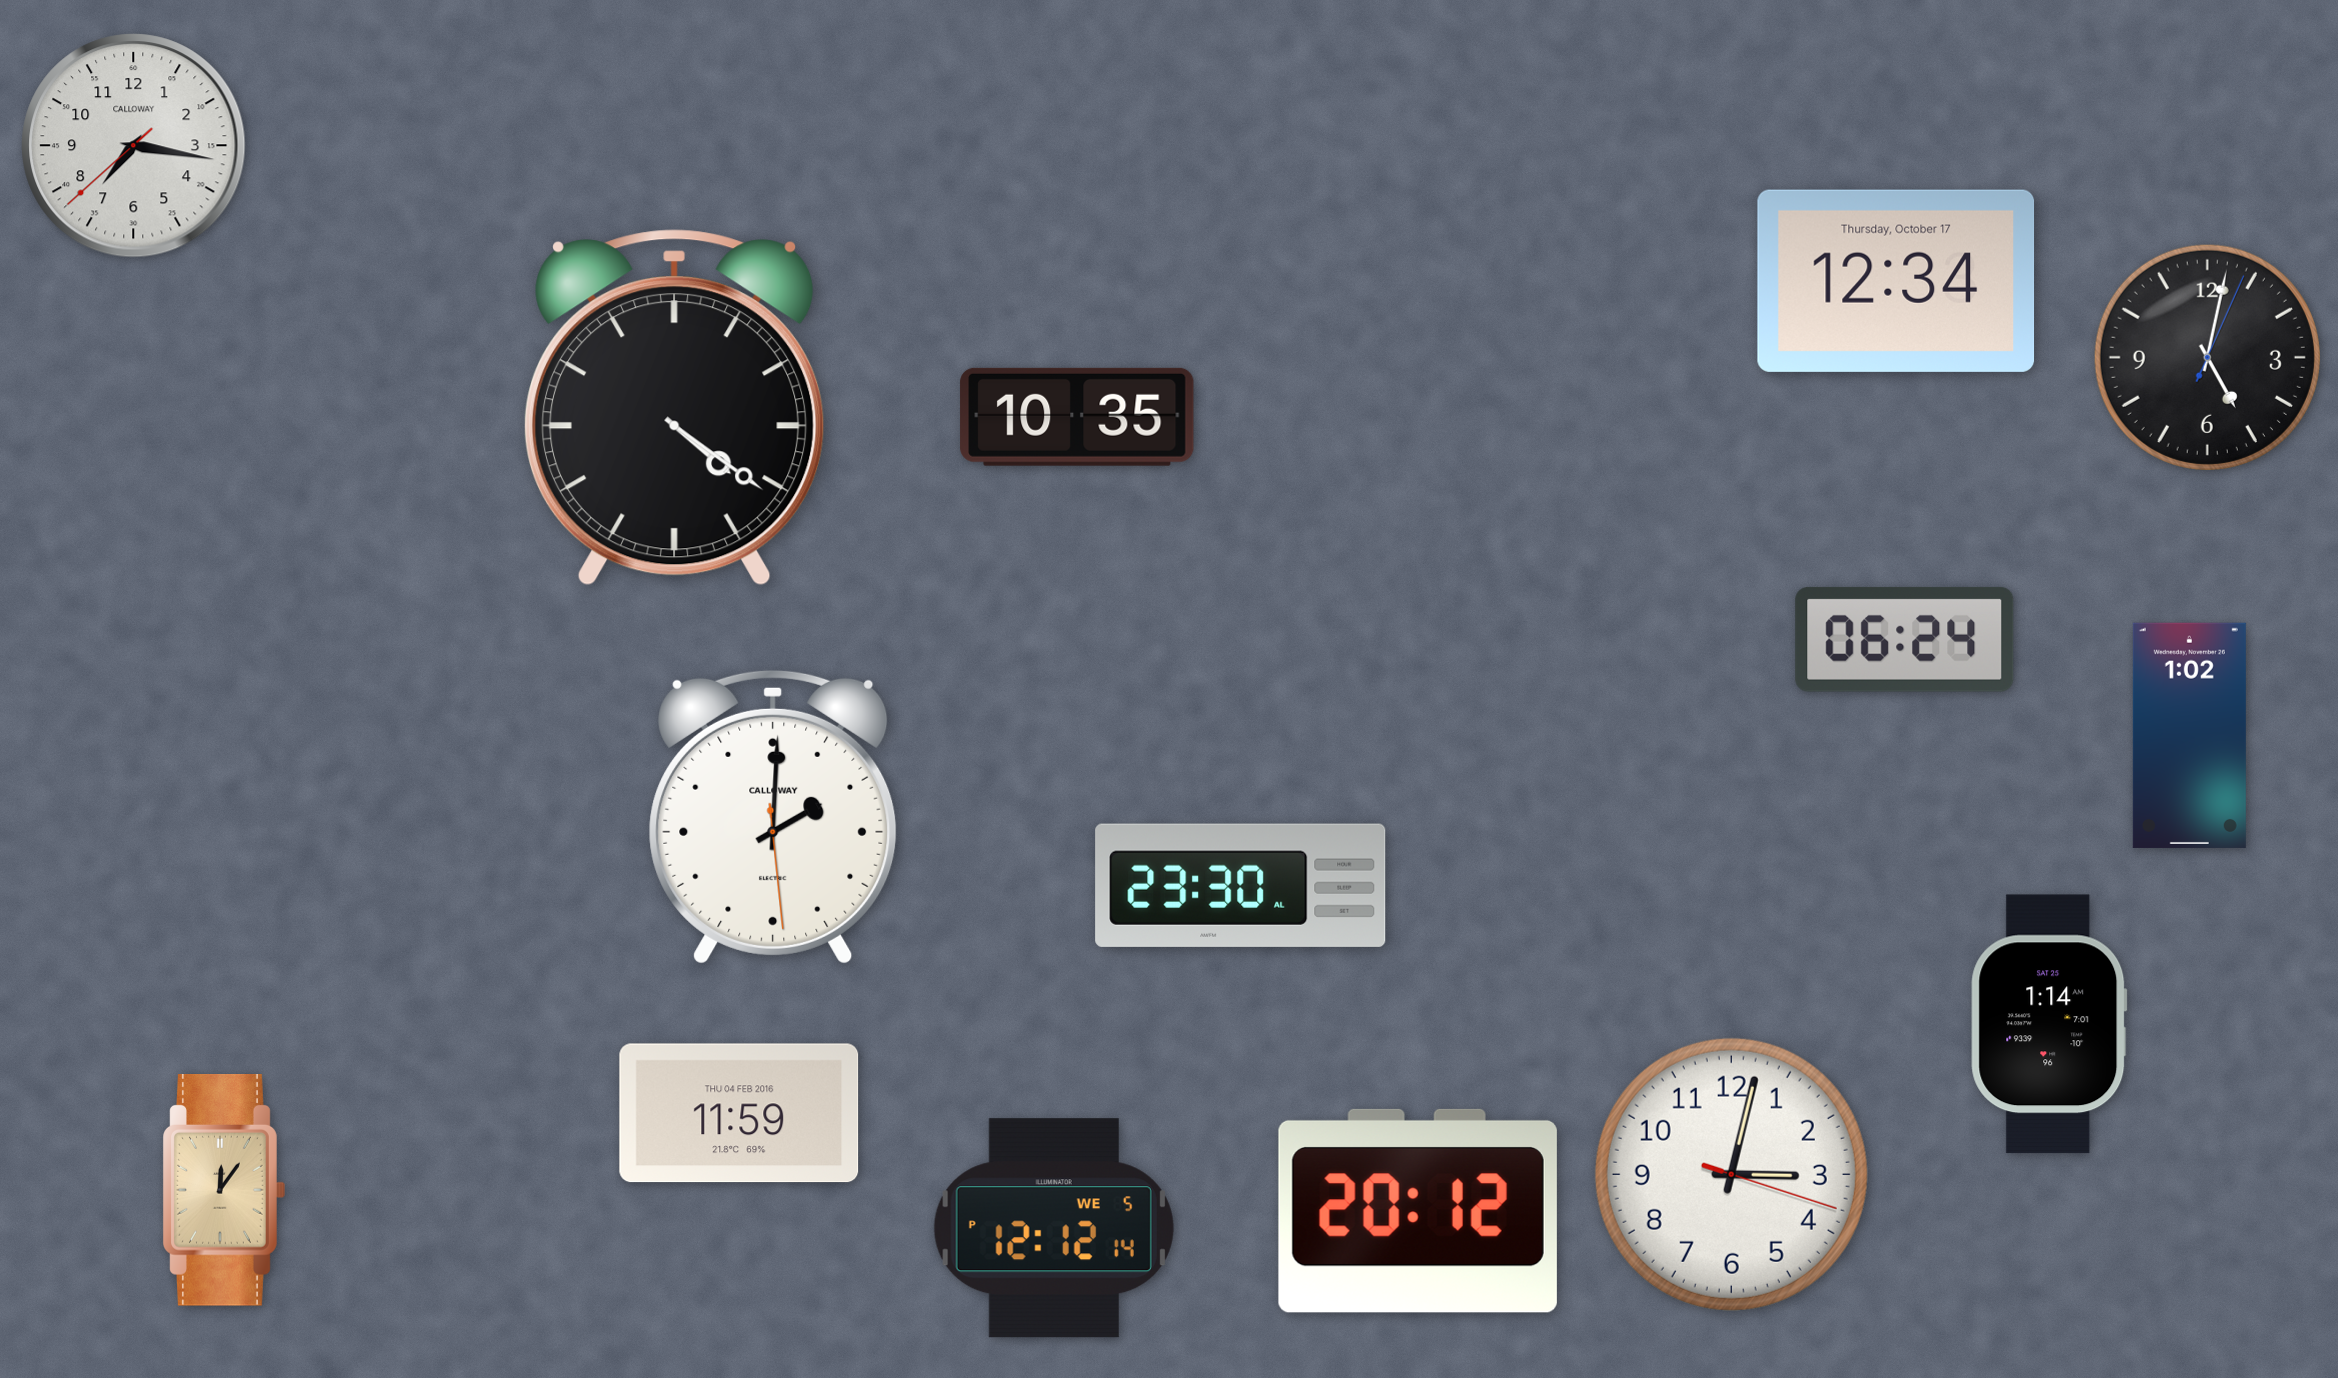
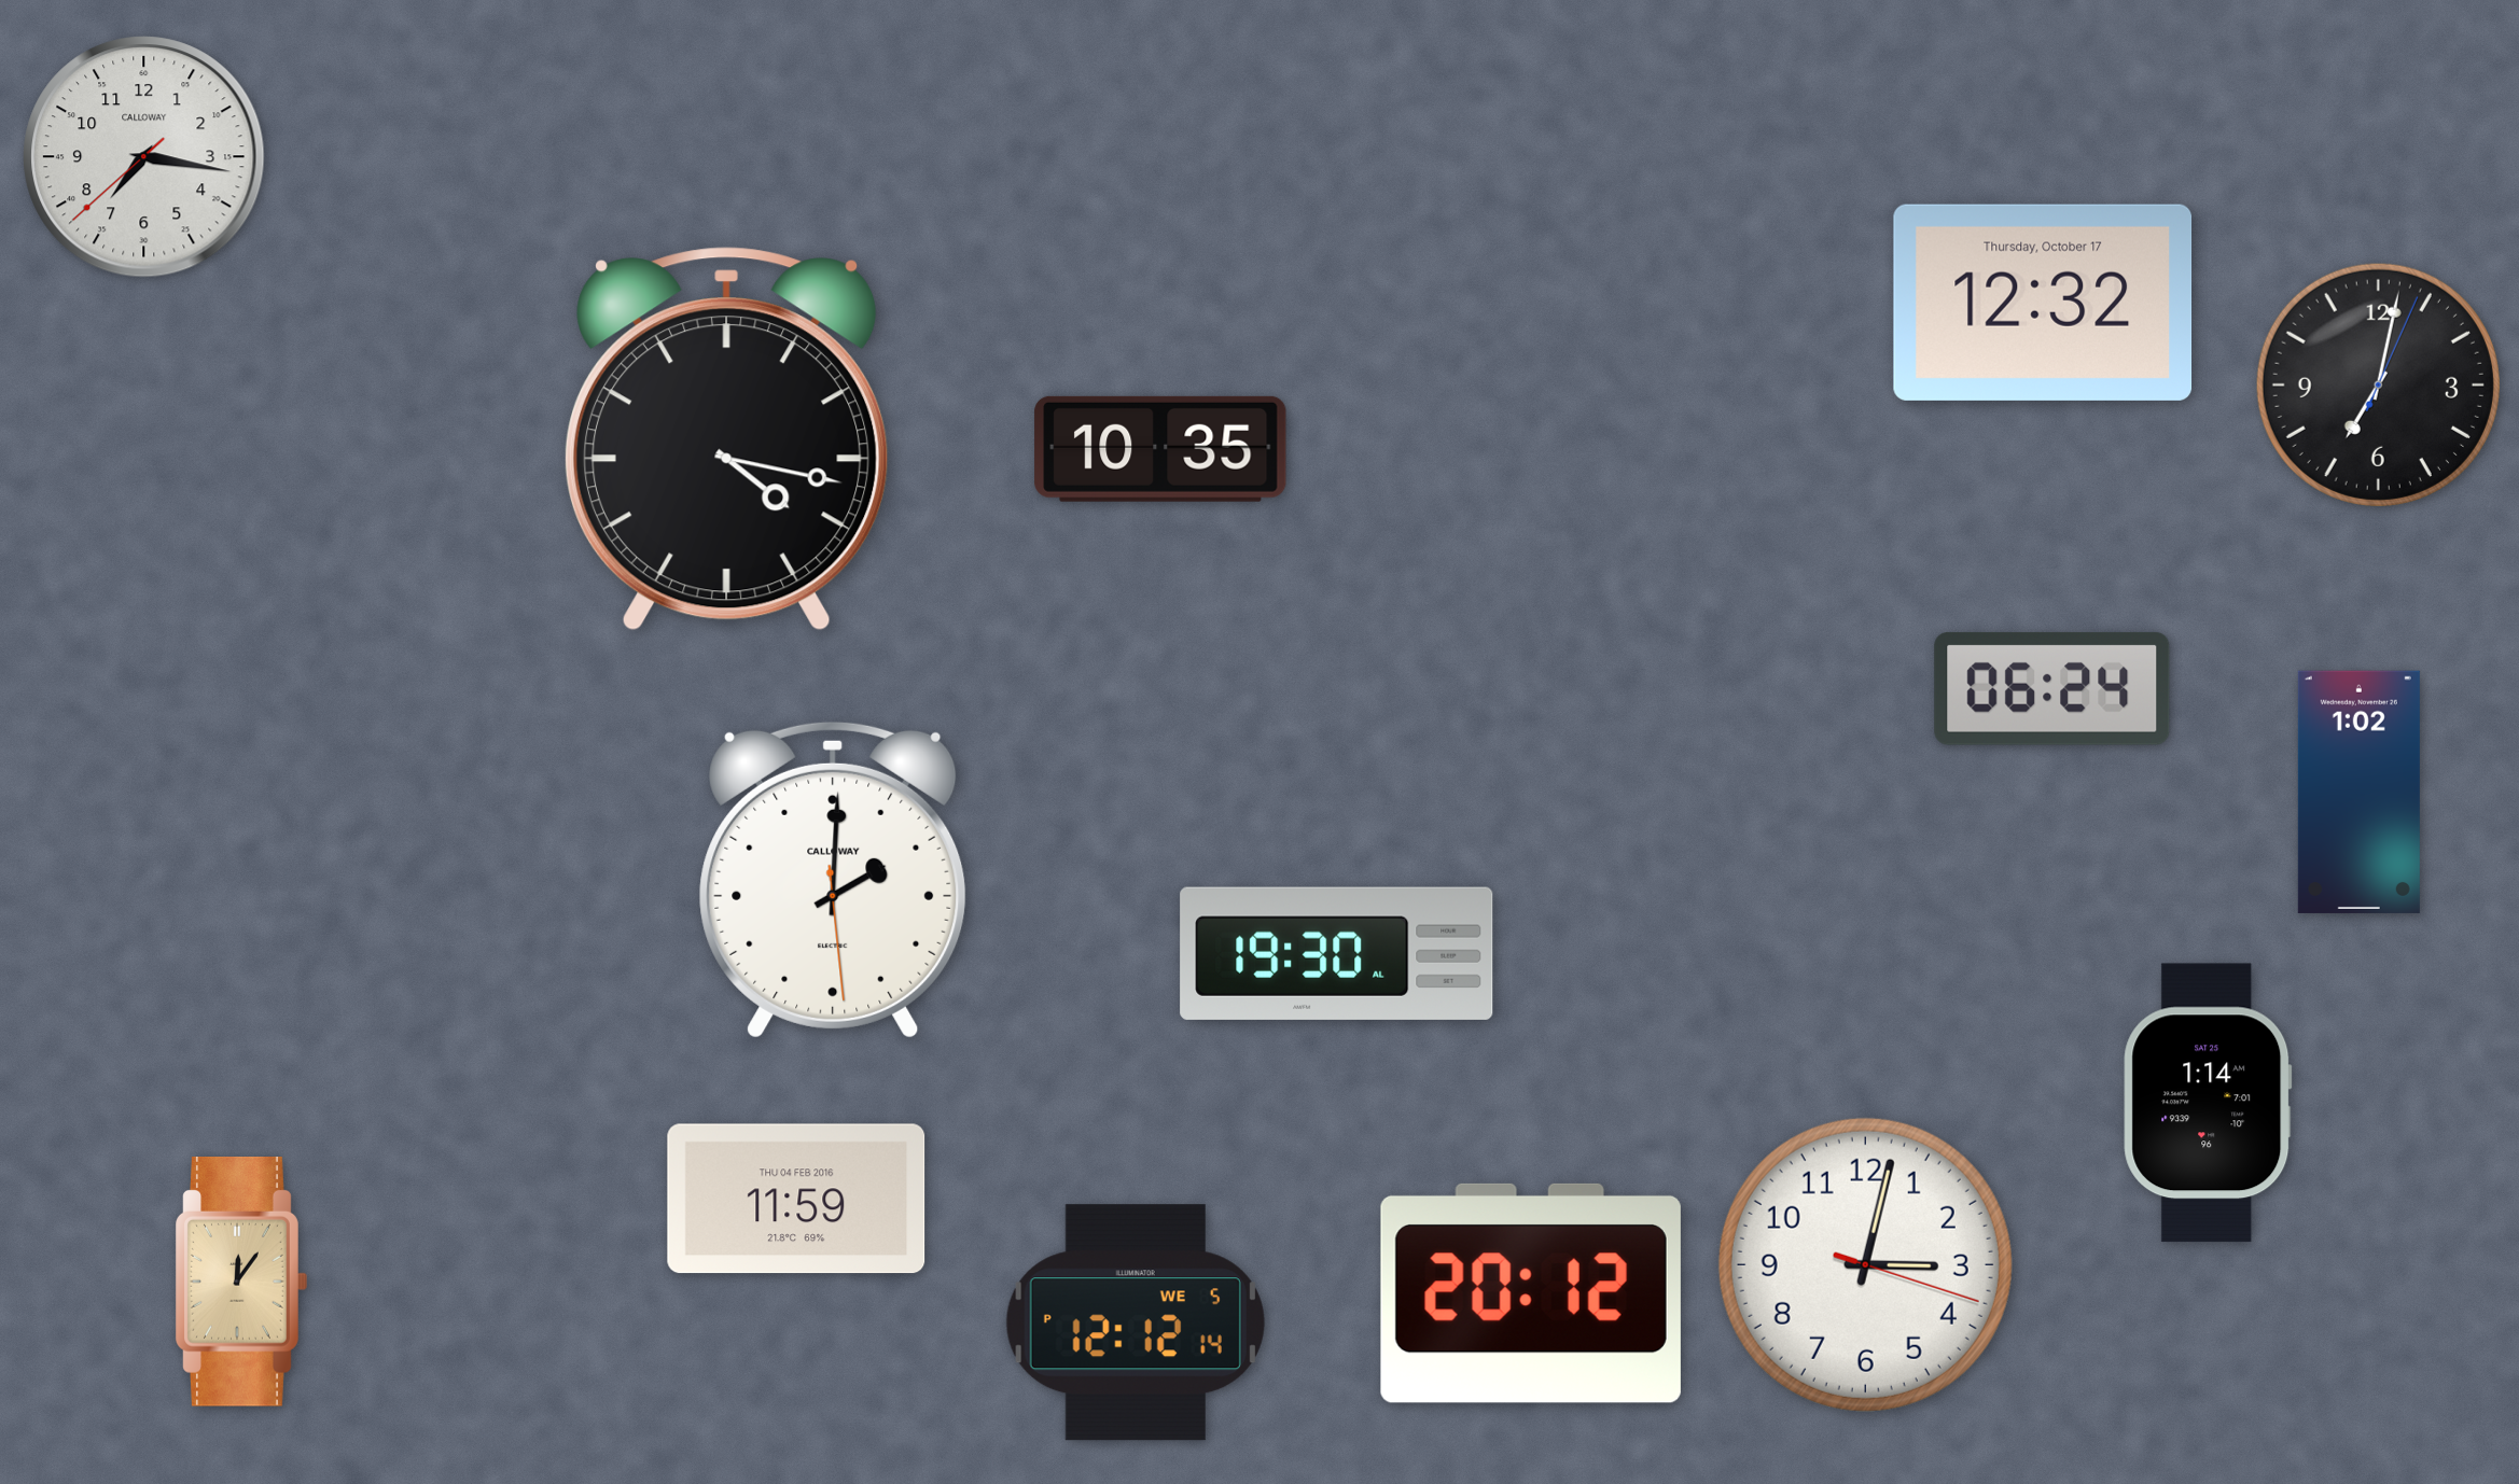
clock at (1896, 281): 12:34 -> 12:32
clock at (2207, 357): 5:02 -> 7:02
clock at (675, 408): 4:21 -> 4:17
clock at (1241, 885): 23:30 -> 19:30
clock at (1418, 1211) position: (1418, 1211) -> (1531, 1293)
